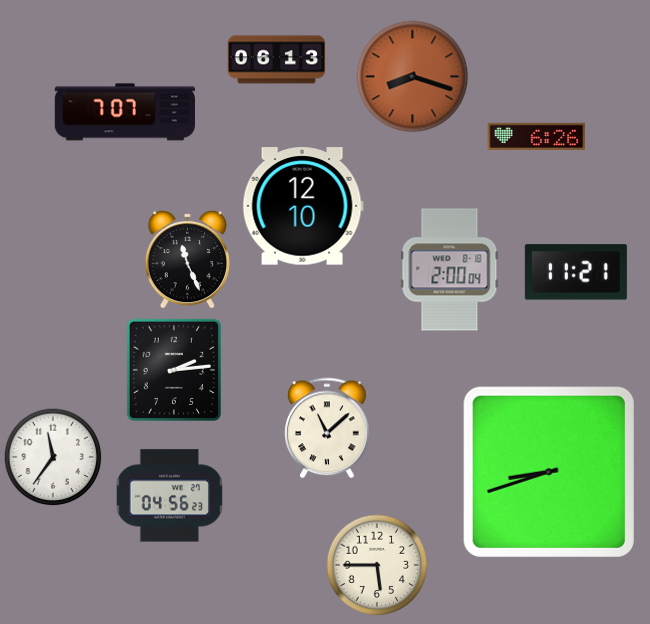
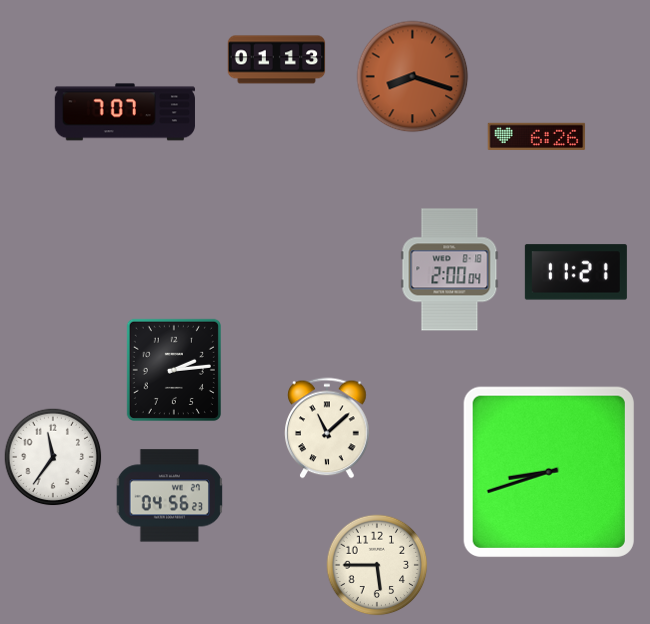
clock at (277, 60): 06:13 -> 01:13
clock at (303, 206): 12:10 -> none
clock at (187, 259): 11:26 -> none
